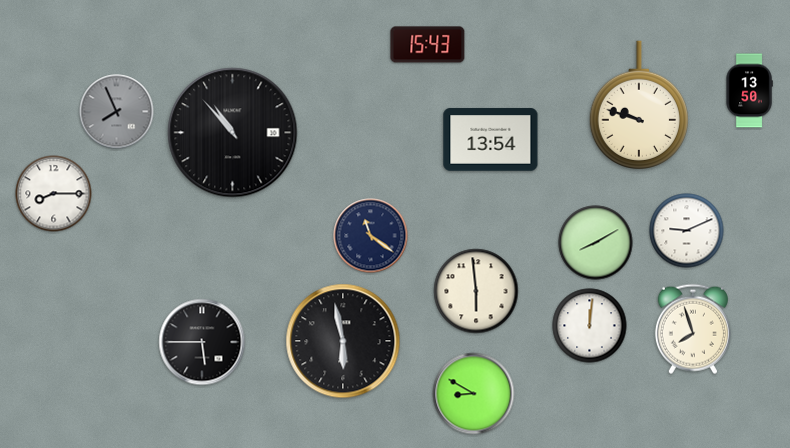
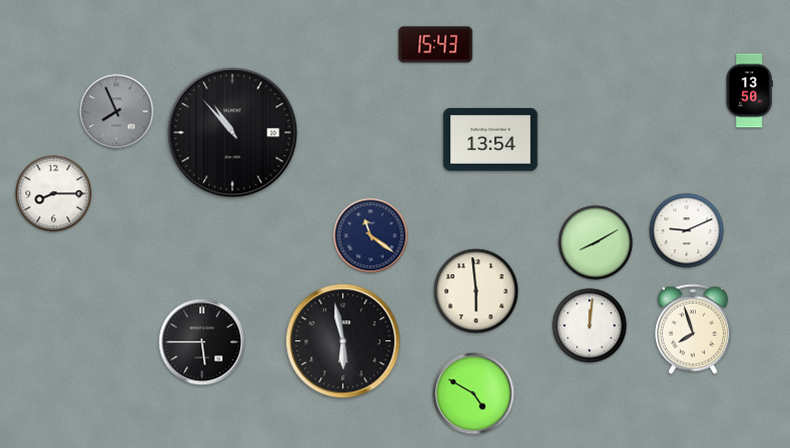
clock at (428, 45) position: (428, 45) -> (436, 45)
clock at (639, 105): 9:48 -> none
clock at (474, 394): 8:50 -> 4:50
